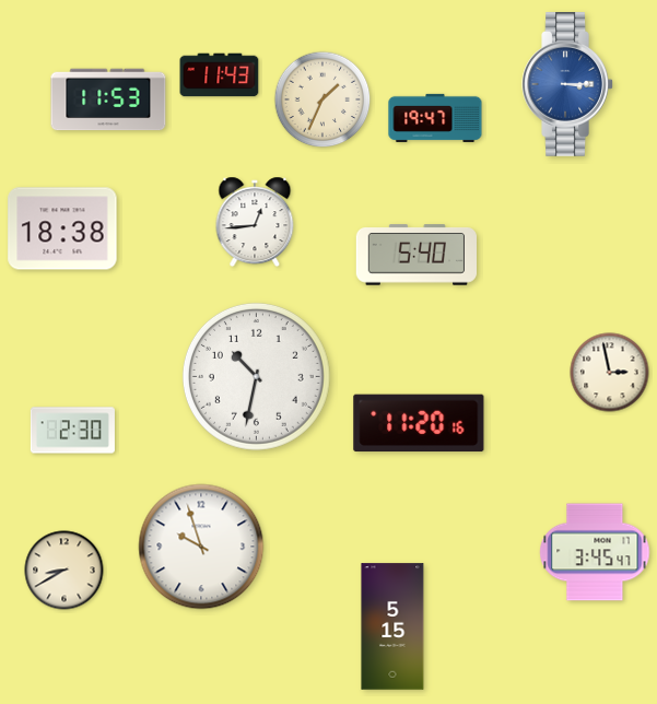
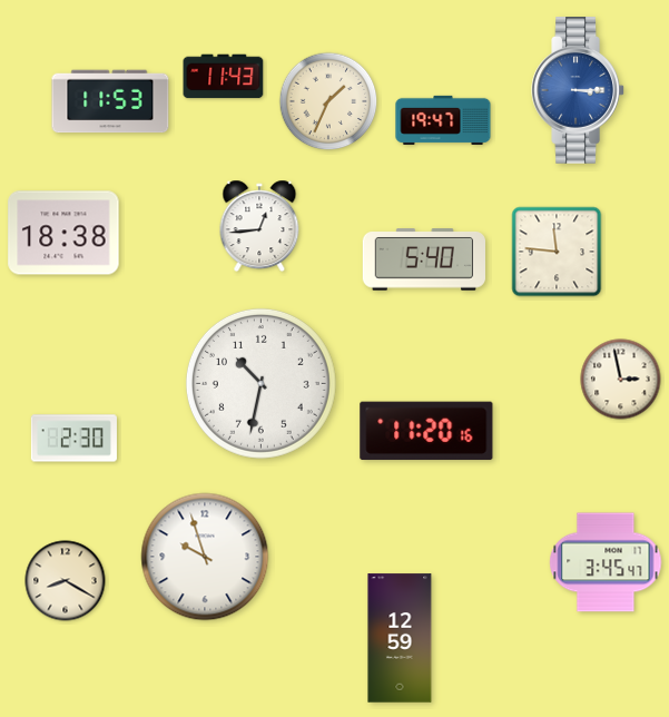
clock at (567, 85) position: (567, 85) -> (578, 91)
clock at (557, 252): none -> 11:46
clock at (64, 571): 8:40 -> 8:20
clock at (392, 626): 5:15 -> 12:59
